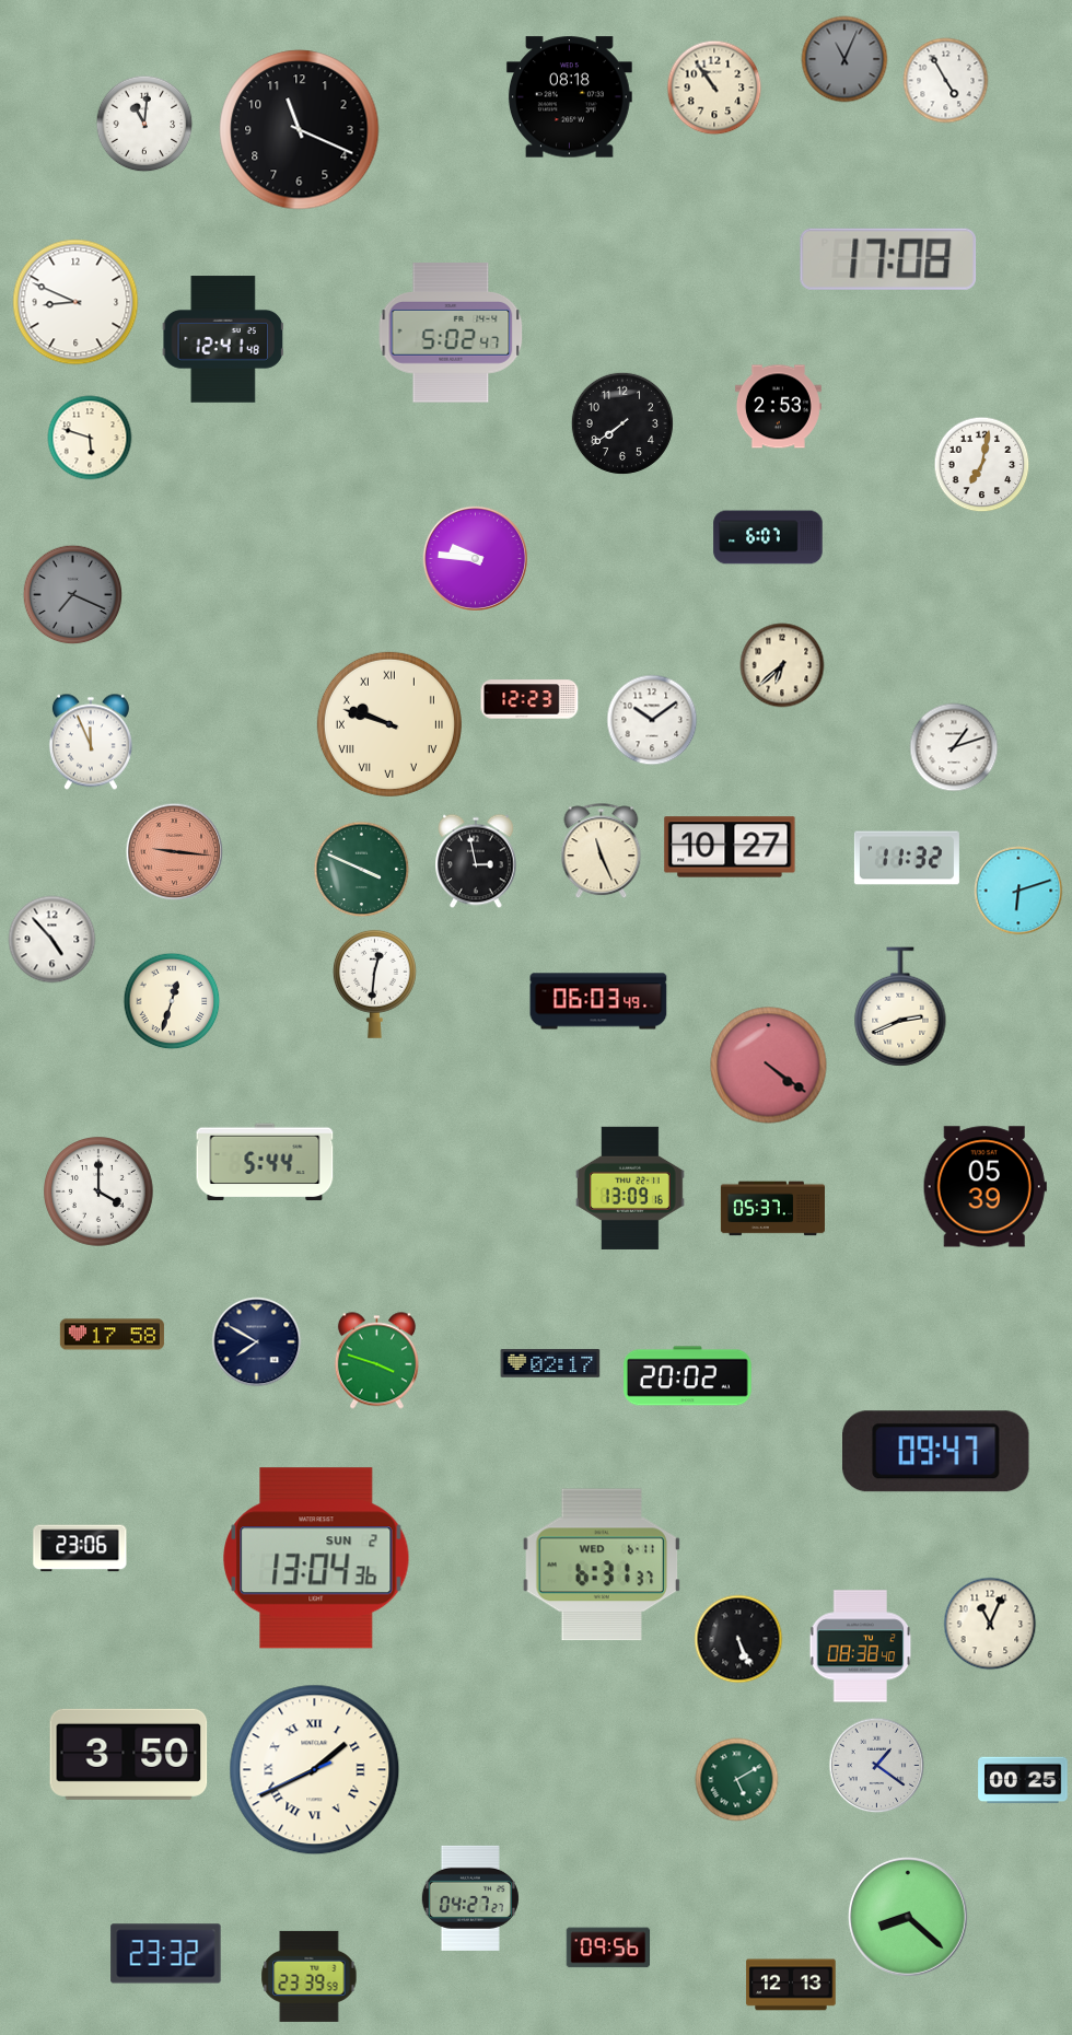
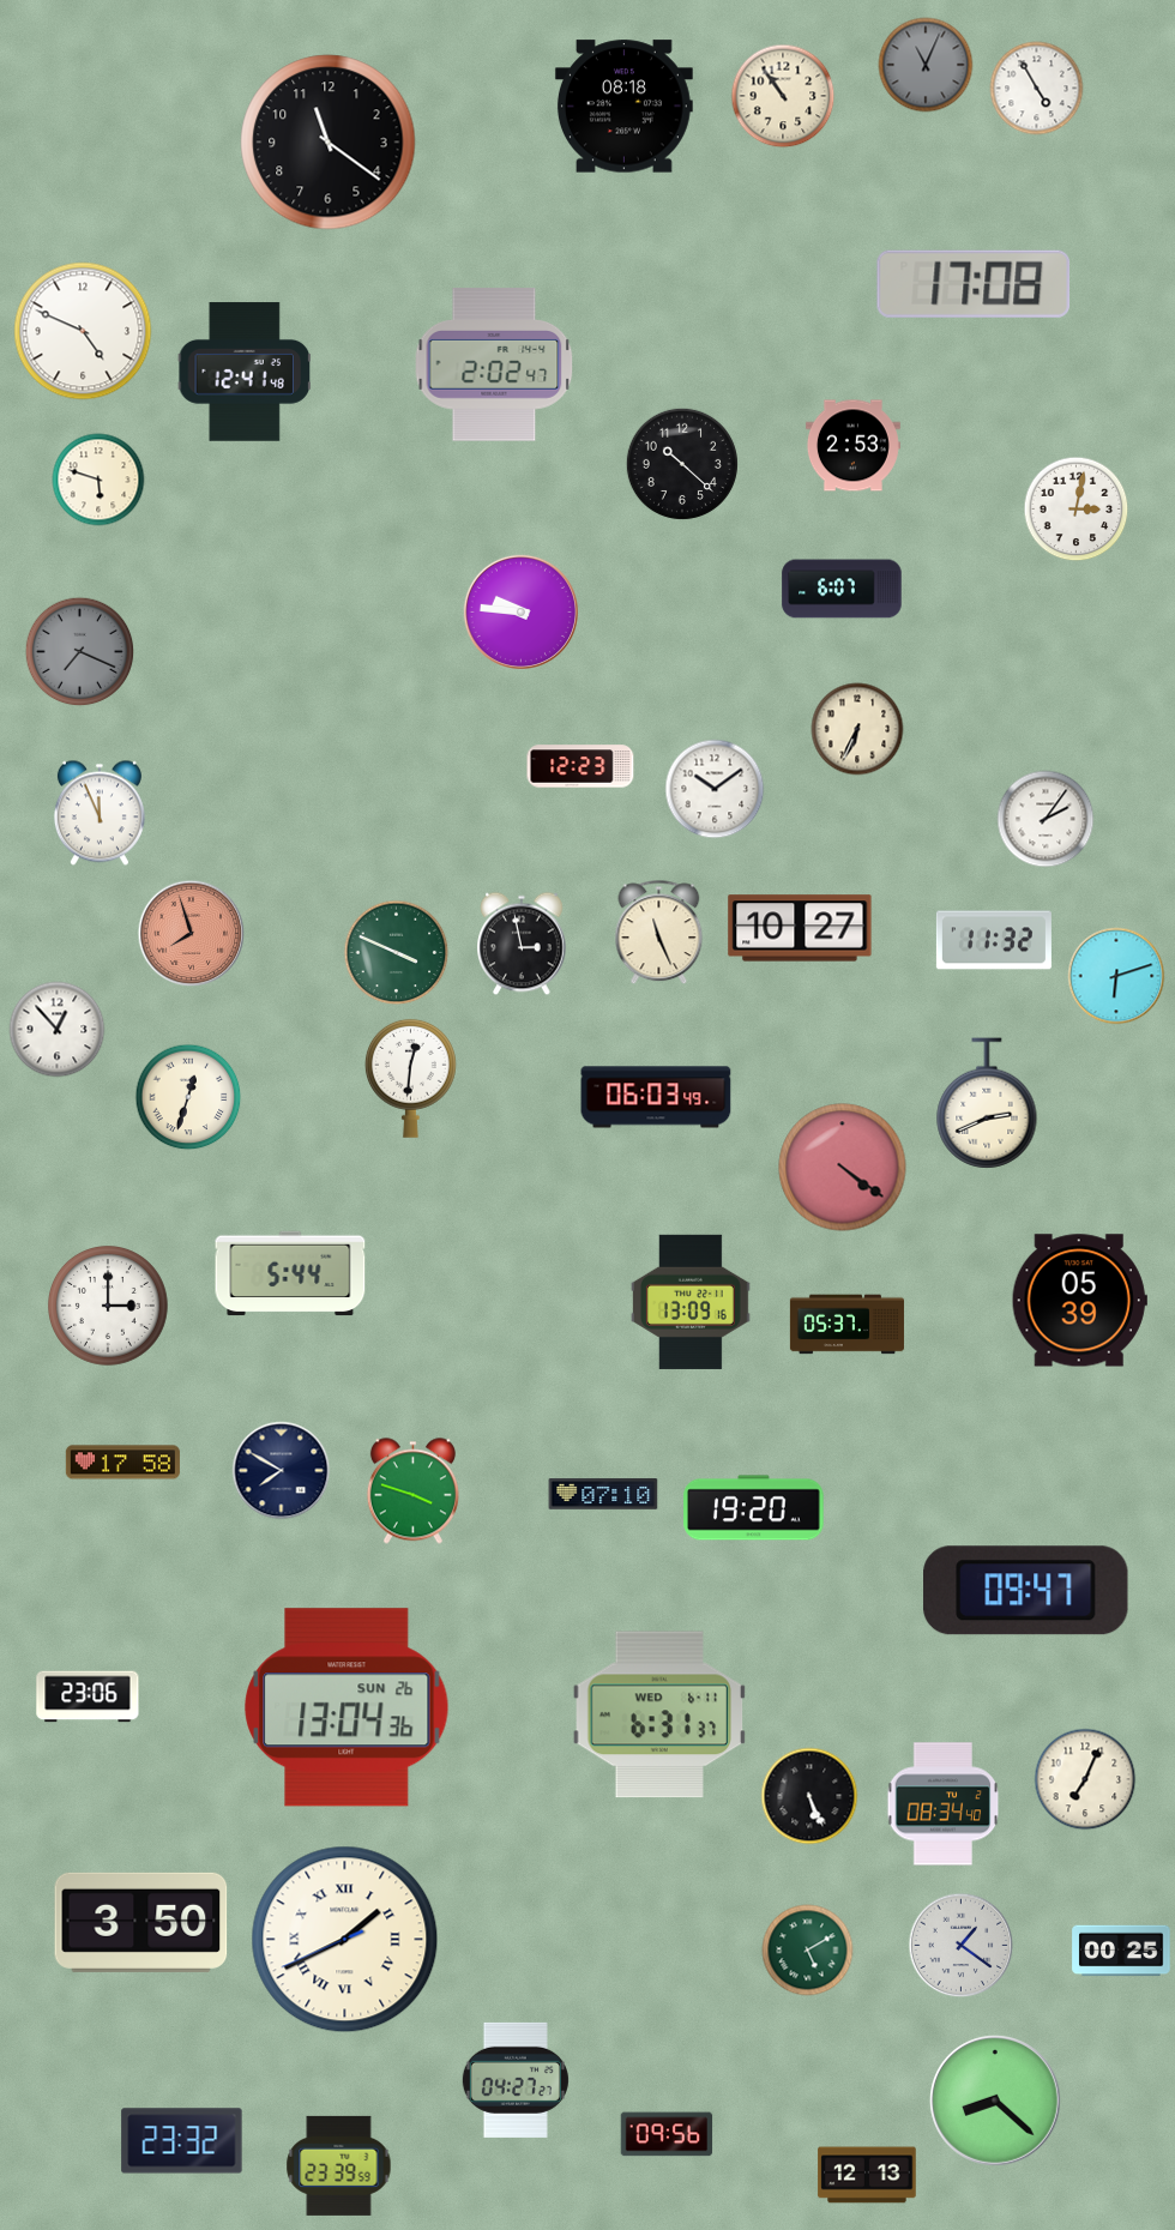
clock at (144, 124): 11:01 -> none
clock at (300, 130): 11:19 -> 11:21
clock at (75, 302): 8:49 -> 4:49
clock at (451, 333): 5:02 -> 2:02
clock at (622, 423): 7:39 -> 10:22
clock at (982, 465): 7:02 -> 3:02
clock at (782, 665): 6:38 -> 6:34
clock at (389, 724): 9:48 -> none
clock at (954, 747): 1:12 -> 2:06
clock at (175, 852): 9:16 -> 7:57
clock at (53, 940): 4:53 -> 12:53
clock at (100, 1193): 4:00 -> 3:00
clock at (550, 1363): 02:17 -> 07:10
clock at (688, 1376): 20:02 -> 19:20
clock at (316, 1558) date: SUN 2 -> SUN 26
clock at (990, 1624): 11:04 -> 7:04
clock at (861, 1647): 08:38 -> 08:34
clock at (877, 1766) position: (877, 1766) -> (962, 1946)
